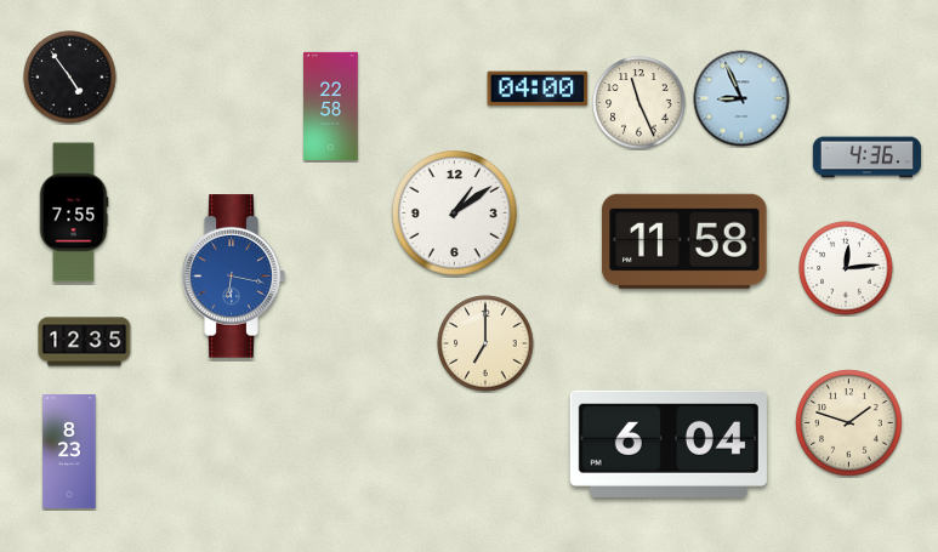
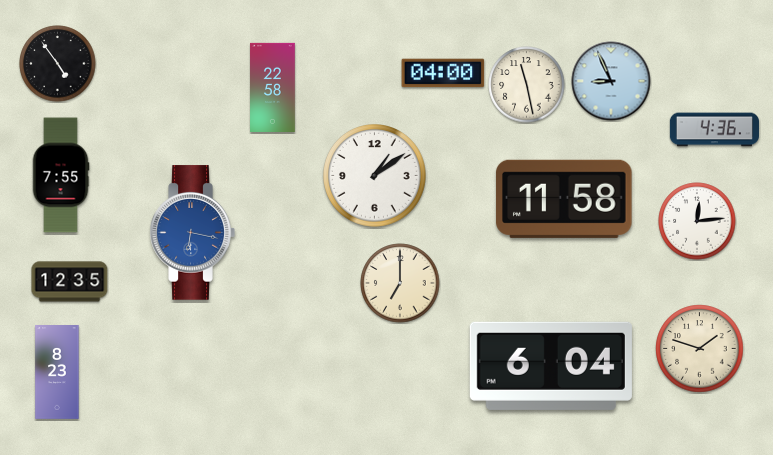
clock at (639, 103): 11:26 -> 11:28
clock at (233, 277) position: (233, 277) -> (192, 233)
